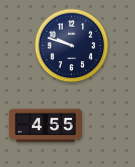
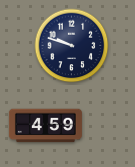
clock at (45, 126): 4:55 -> 4:59
